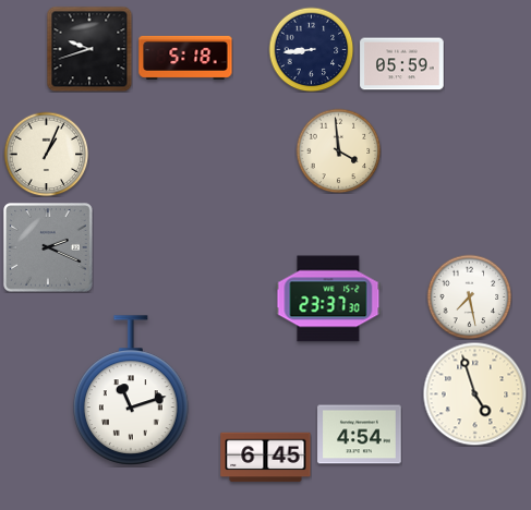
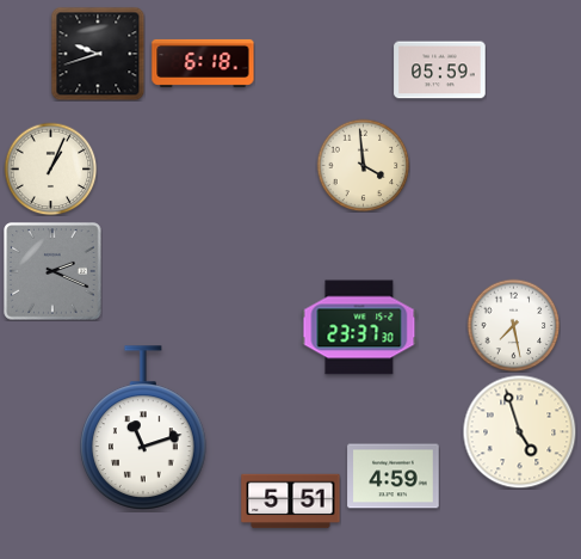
clock at (311, 49): 8:44 -> none
clock at (185, 58): 5:18 -> 6:18
clock at (338, 150) position: (338, 150) -> (363, 165)
clock at (360, 435): 4:54 -> 4:59
clock at (266, 458): 6:45 -> 5:51
